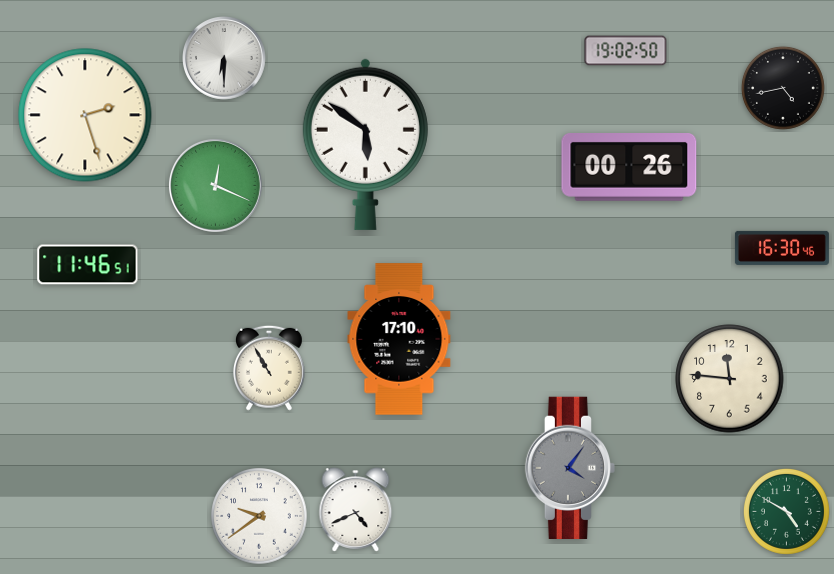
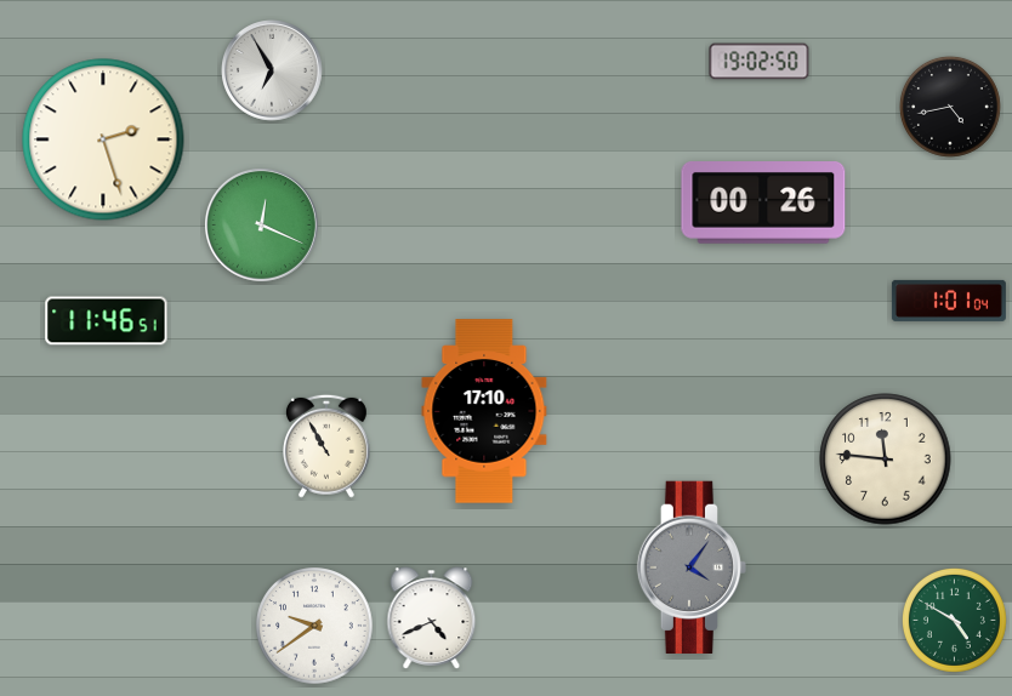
clock at (224, 58): 6:30 -> 6:55
clock at (365, 144): 5:51 -> none
clock at (782, 248): 16:30 -> 1:01
